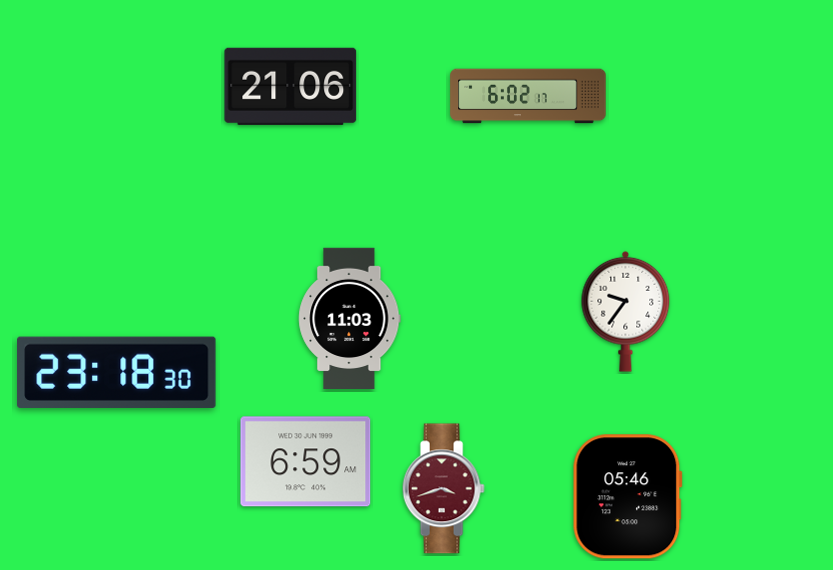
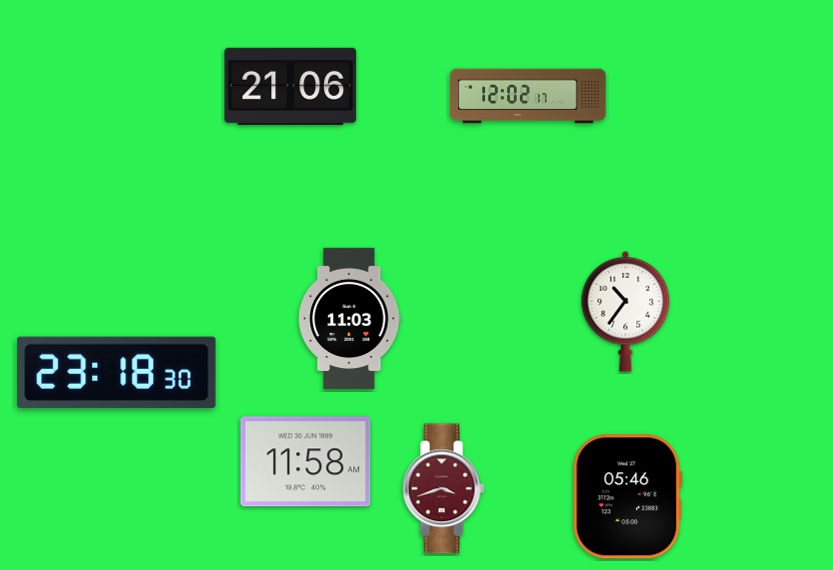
clock at (528, 96): 6:02 -> 12:02
clock at (626, 311): 9:36 -> 10:36
clock at (306, 462): 6:59 -> 11:58
